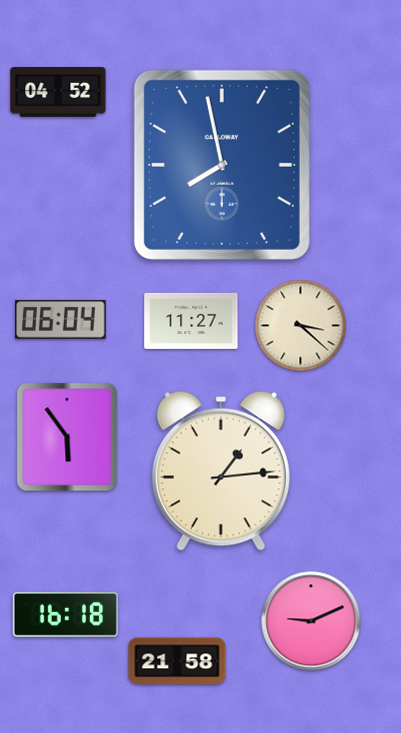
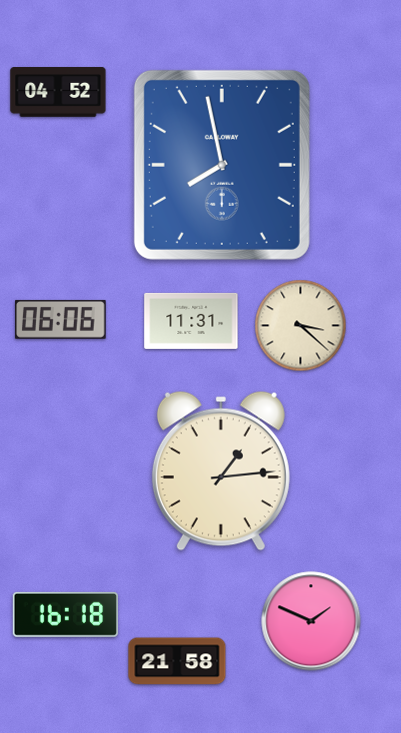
clock at (61, 319): 06:04 -> 06:06
clock at (191, 321): 11:27 -> 11:31
clock at (67, 437): 5:54 -> none
clock at (311, 621): 9:11 -> 1:49
